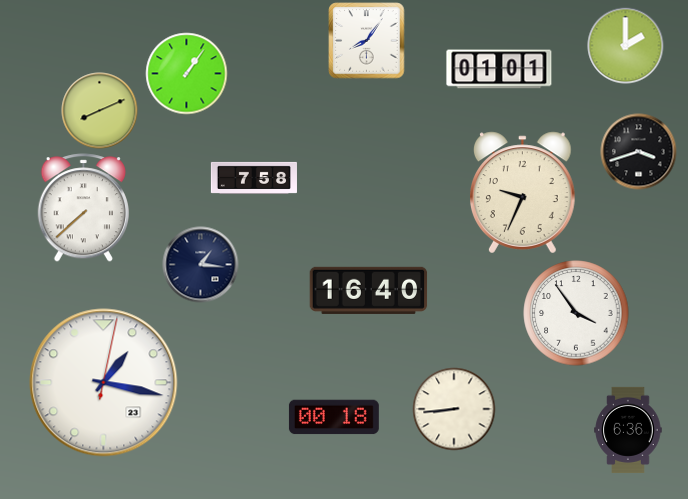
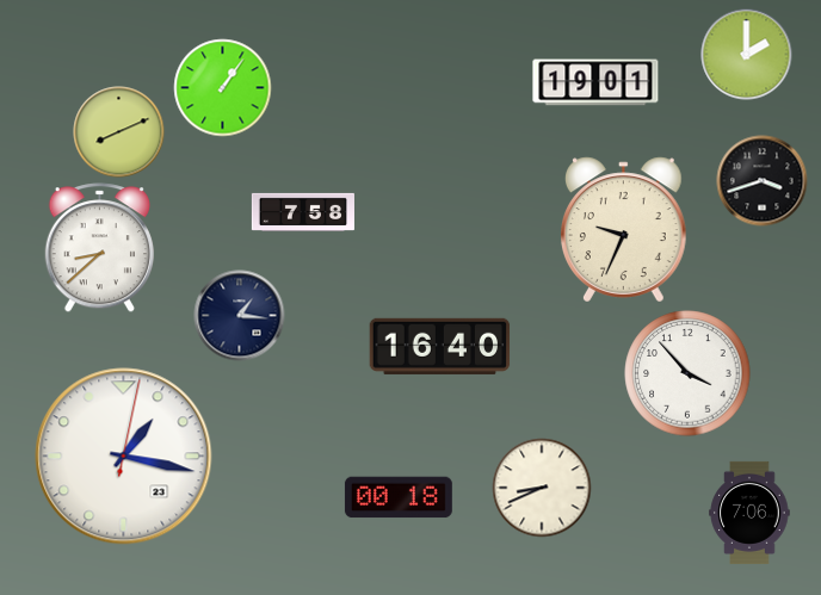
clock at (367, 41): 8:06 -> none
clock at (499, 69): 01:01 -> 19:01
clock at (83, 208): 7:38 -> 8:38
clock at (576, 313): 3:54 -> 3:53
clock at (454, 409): 8:44 -> 8:41
clock at (628, 430): 6:36 -> 7:06
